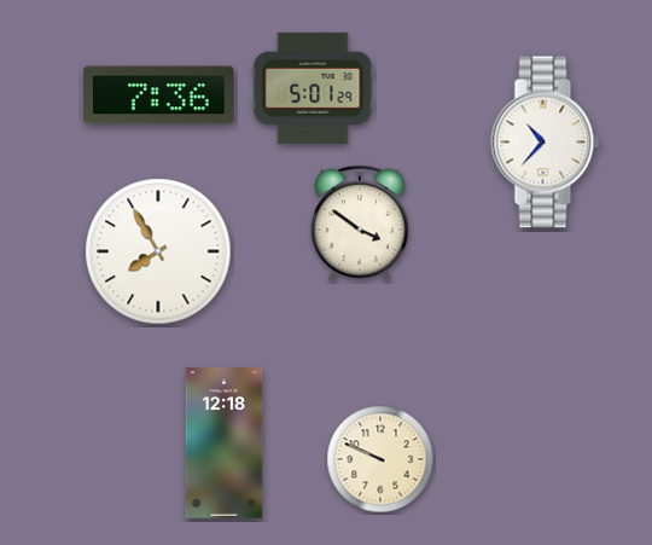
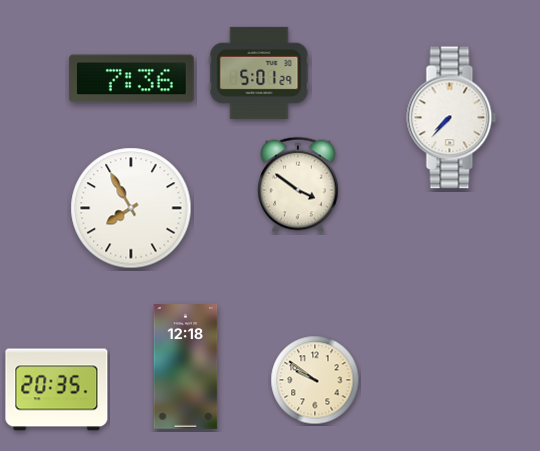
clock at (546, 143): 10:37 -> 7:37
clock at (380, 459): 9:49 -> 9:51
clock at (57, 390): none -> 20:35
